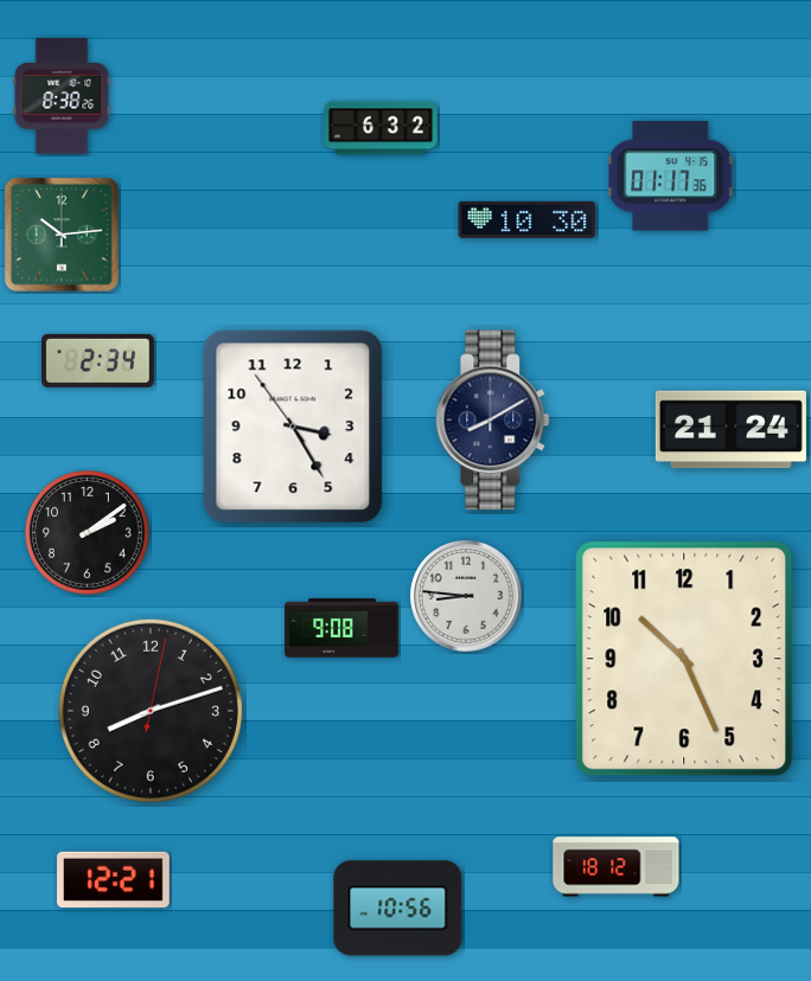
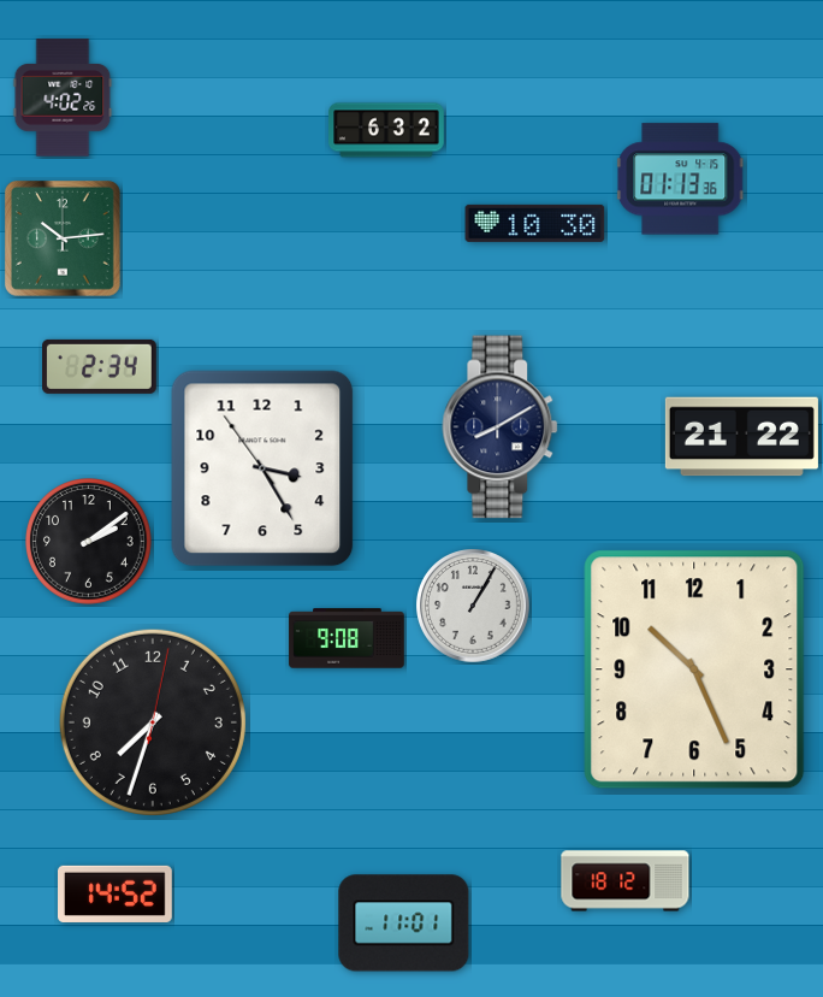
clock at (62, 96): 8:38 -> 4:02
clock at (671, 177): 01:17 -> 01:13
clock at (293, 427) position: (293, 427) -> (262, 468)
clock at (730, 430): 21:24 -> 21:22
clock at (467, 597): 8:46 -> 1:05
clock at (151, 711): 8:12 -> 7:33
clock at (114, 879): 12:21 -> 14:52
clock at (398, 909): 10:56 -> 11:01
